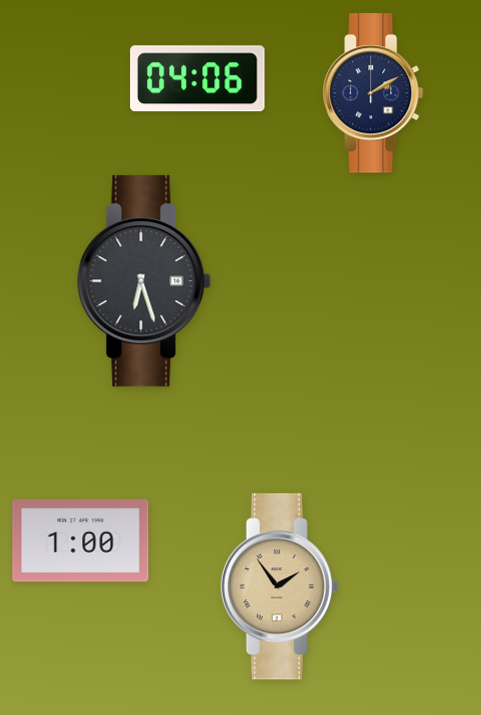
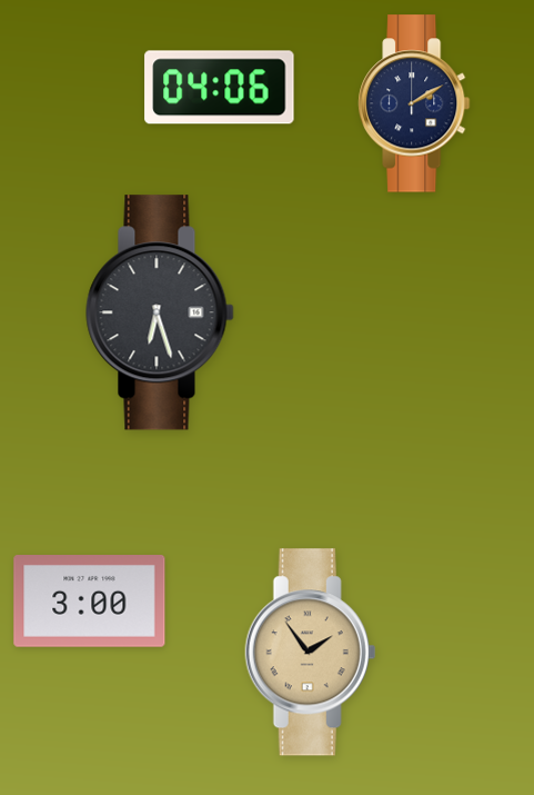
clock at (81, 541): 1:00 -> 3:00
